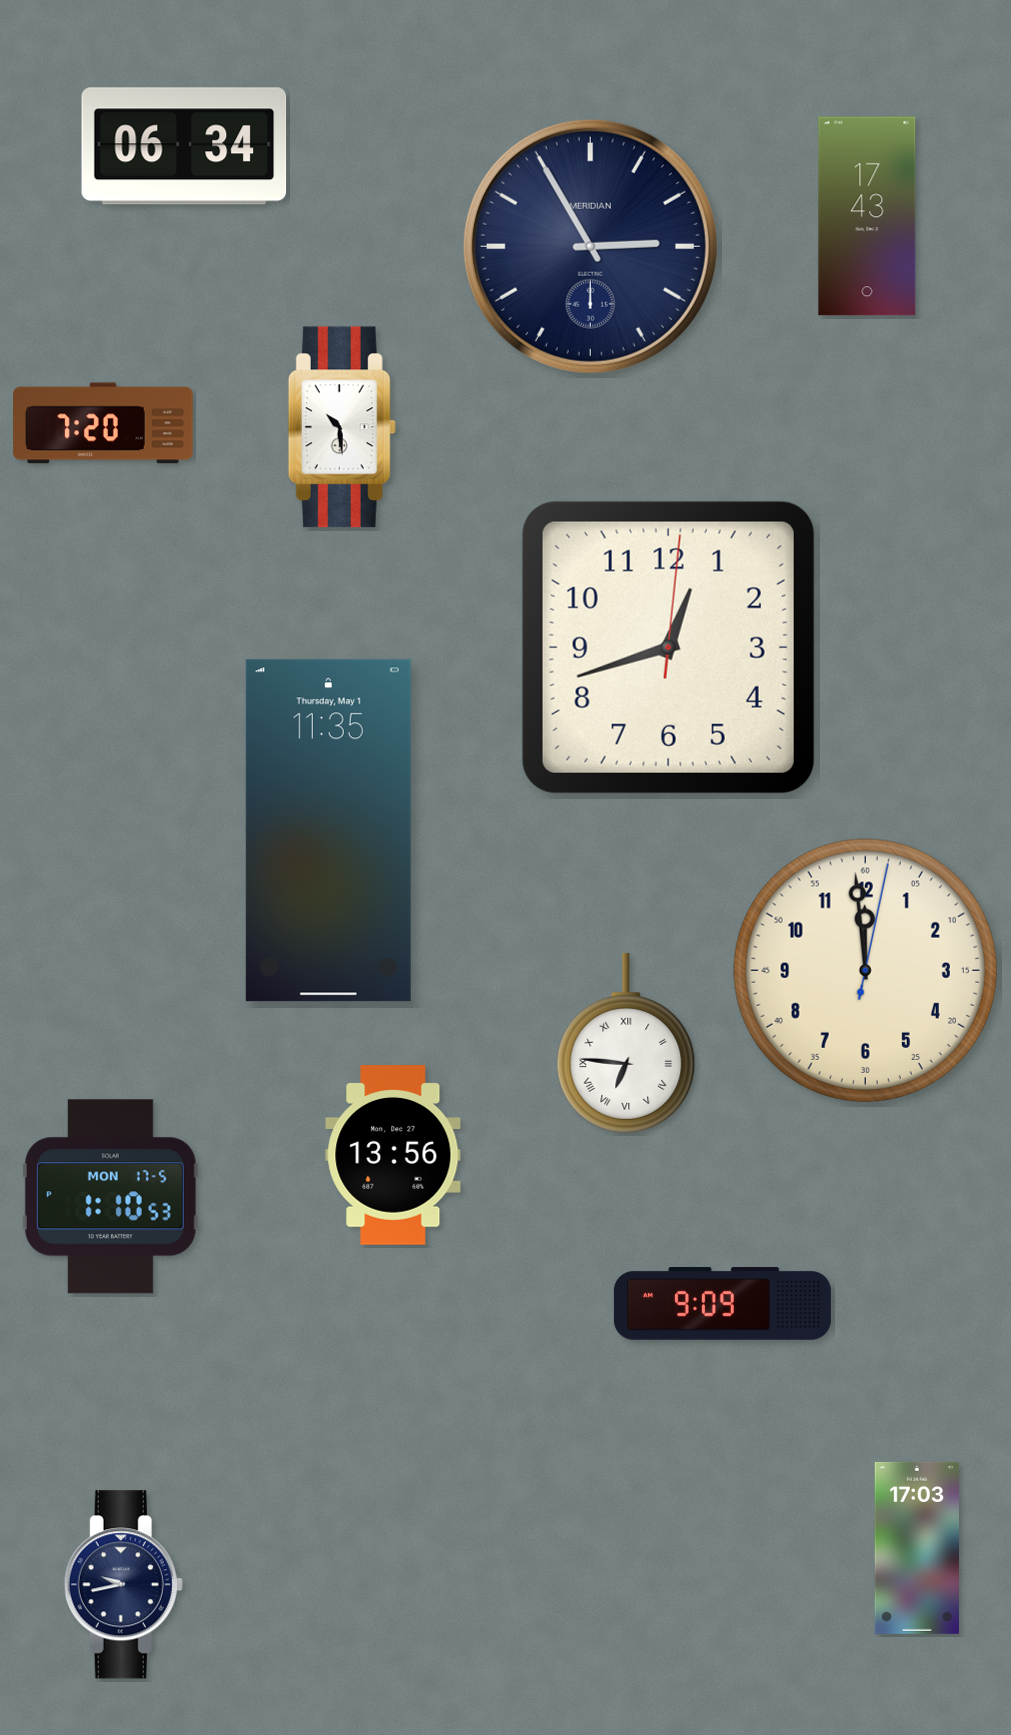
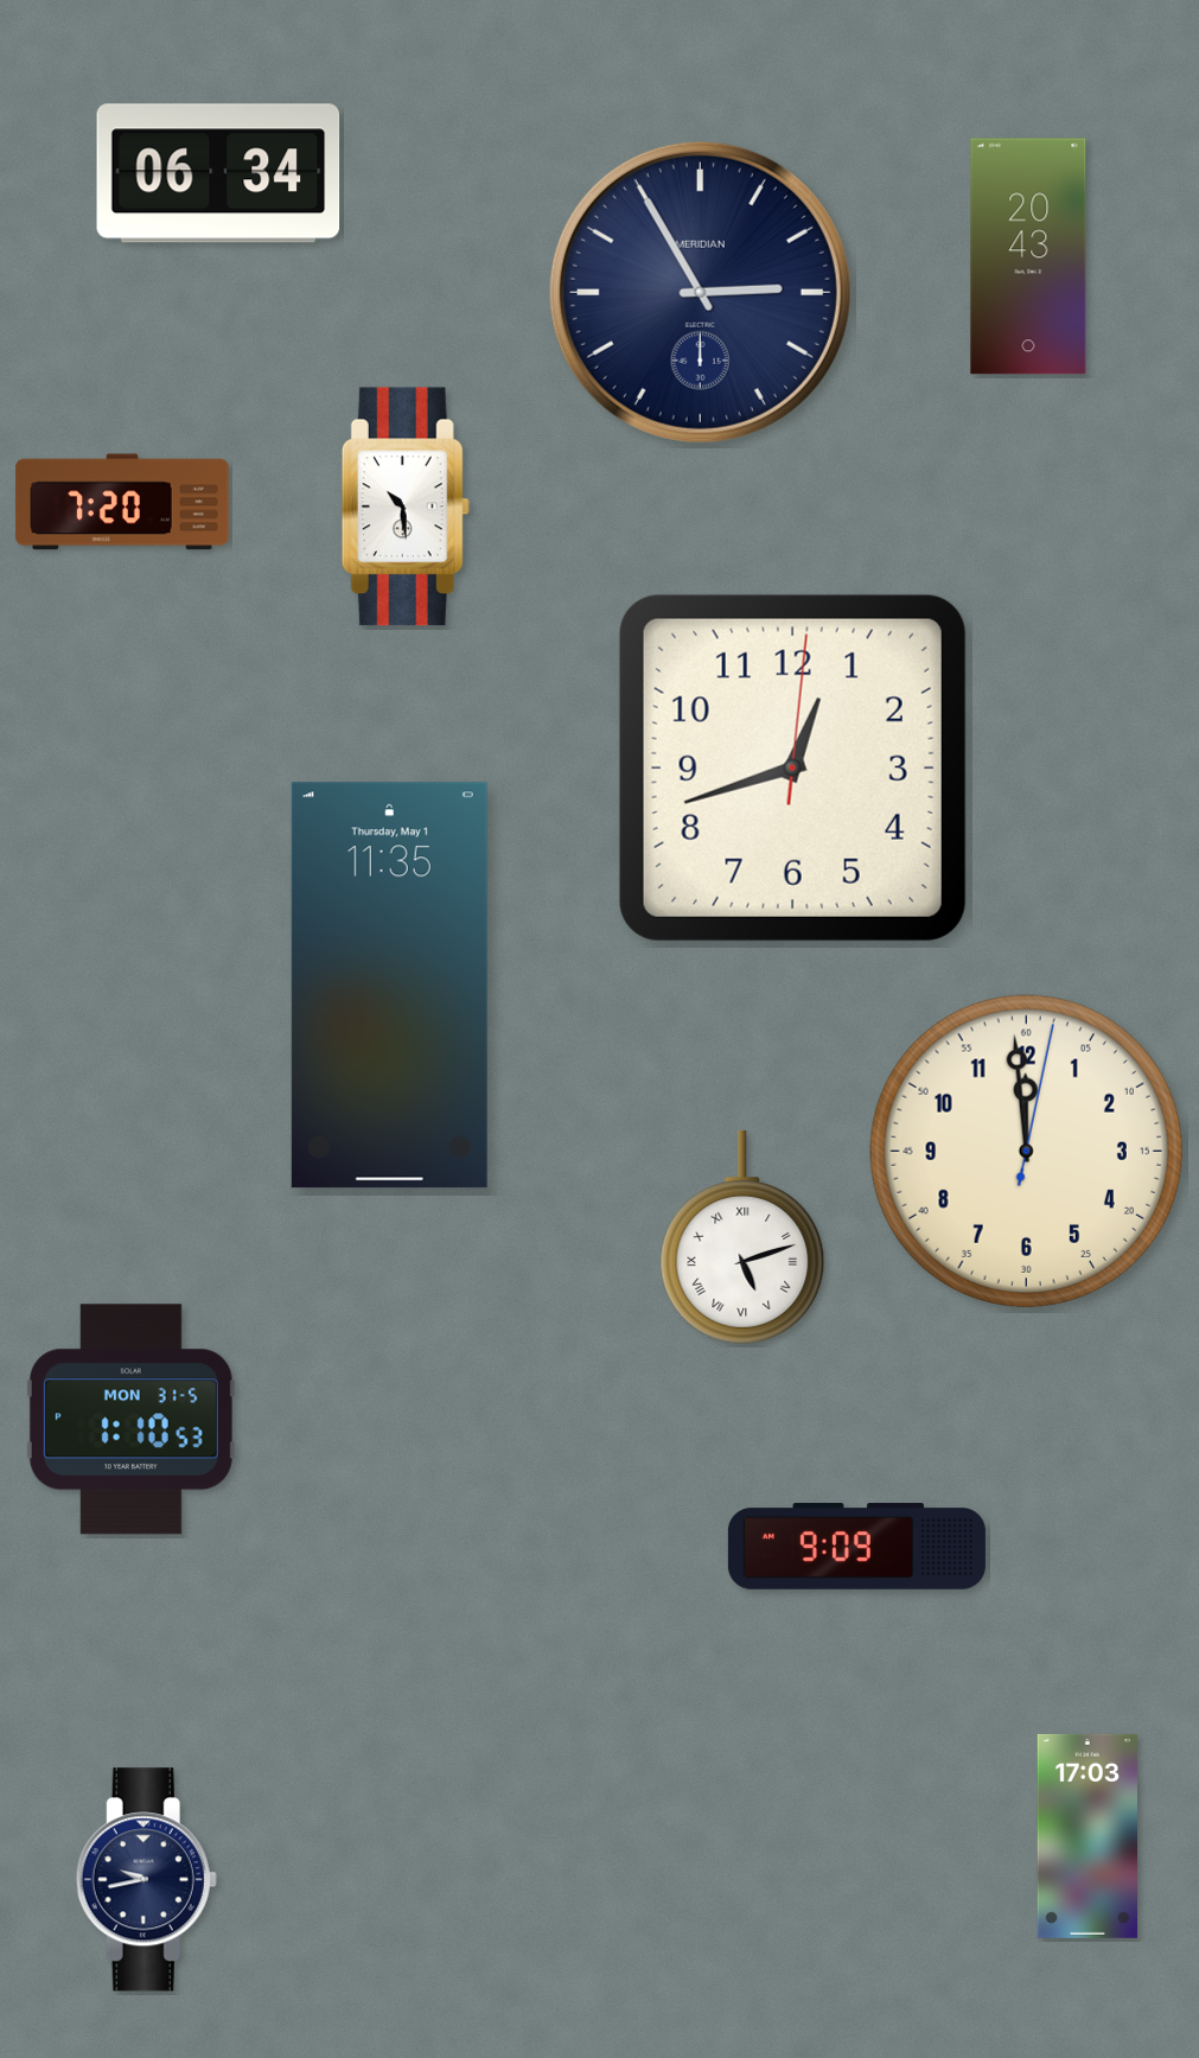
clock at (867, 216): 17:43 -> 20:43
clock at (626, 1043): 6:46 -> 5:12
clock at (393, 1155): 13:56 -> none
clock at (110, 1197) date: MON 17-5 -> MON 31-5
